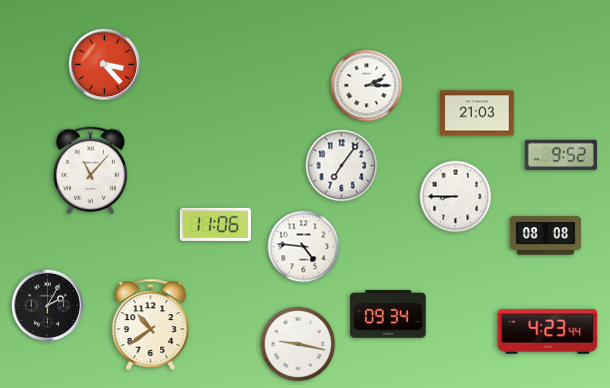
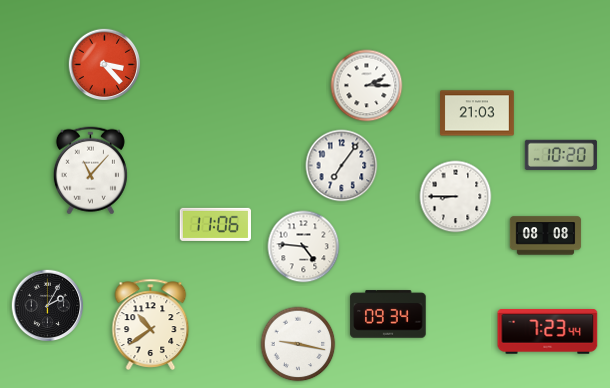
clock at (561, 155): 9:52 -> 10:20
clock at (548, 332): 4:23 -> 7:23
